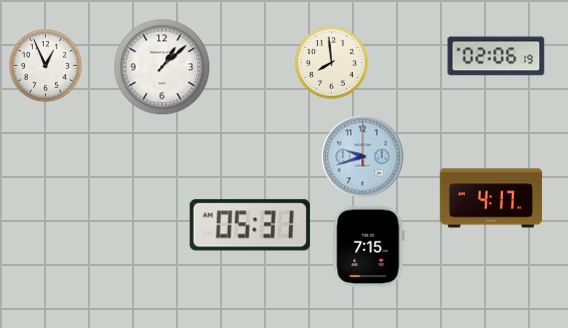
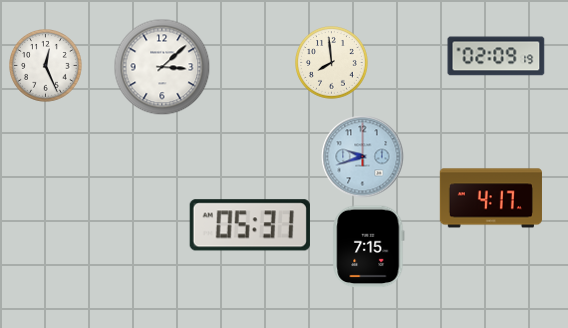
clock at (496, 56): 02:06 -> 02:09
clock at (46, 66): 12:56 -> 12:26
clock at (162, 67): 1:08 -> 3:08
